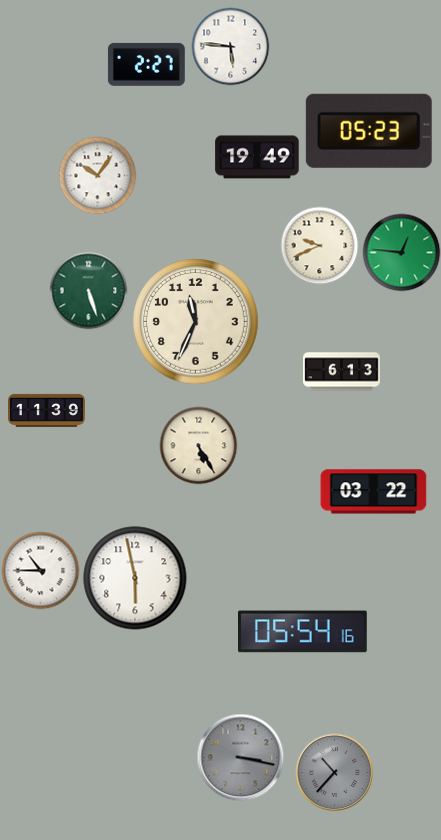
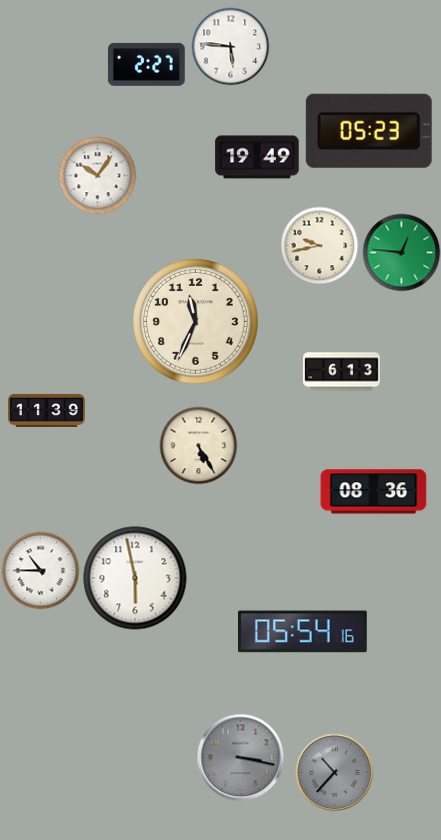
clock at (319, 245): 9:41 -> 9:43
clock at (88, 290): 5:27 -> none
clock at (374, 492): 03:22 -> 08:36
